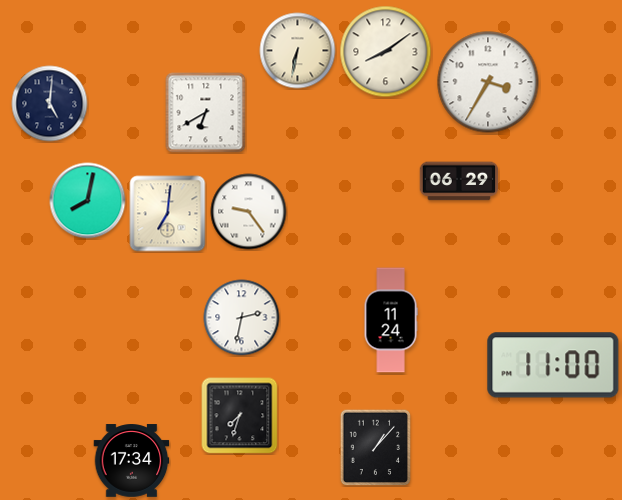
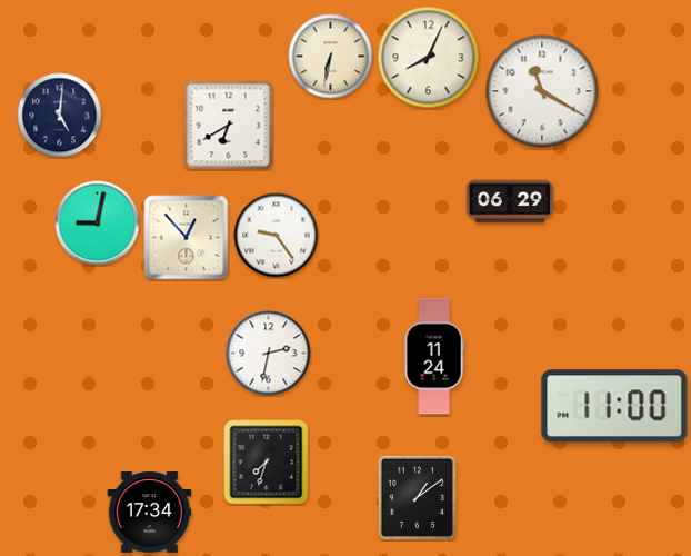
clock at (386, 52): 8:09 -> 8:04
clock at (488, 82): 3:35 -> 11:20
clock at (50, 104) position: (50, 104) -> (60, 116)
clock at (88, 201): 8:02 -> 9:02
clock at (168, 214): 7:01 -> 12:53
clock at (376, 447): 1:07 -> 1:09
clock at (132, 461) position: (132, 461) -> (150, 513)
